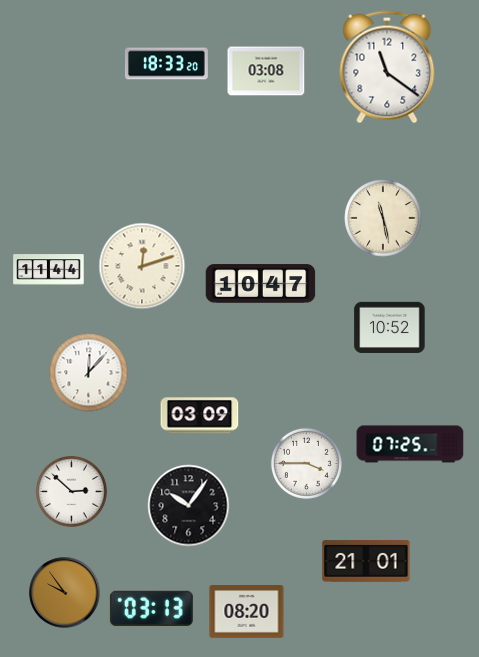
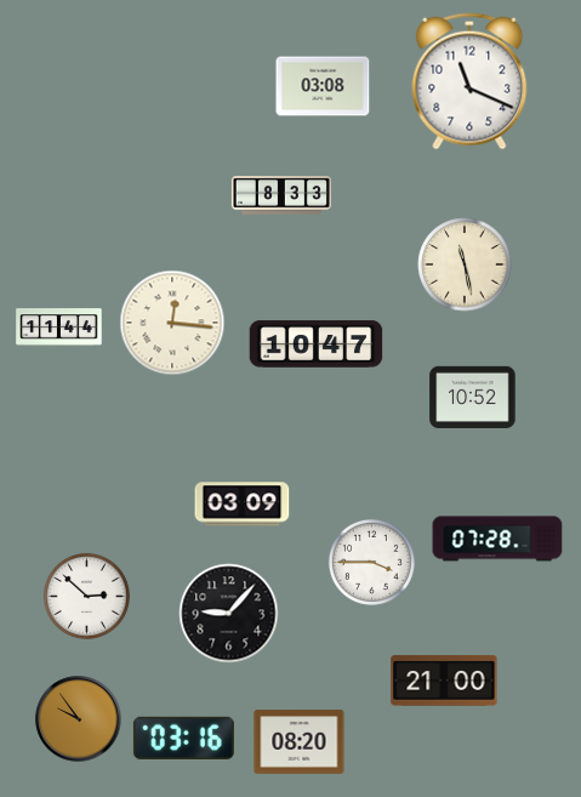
clock at (166, 64): 18:33 -> none
clock at (387, 67): 11:21 -> 11:19
clock at (281, 195): none -> 8:33
clock at (142, 266): 12:12 -> 12:16
clock at (89, 373): 12:07 -> none
clock at (410, 444): 07:25 -> 07:28
clock at (189, 506): 10:06 -> 9:07
clock at (366, 561): 21:01 -> 21:00
clock at (151, 608): 03:13 -> 03:16
